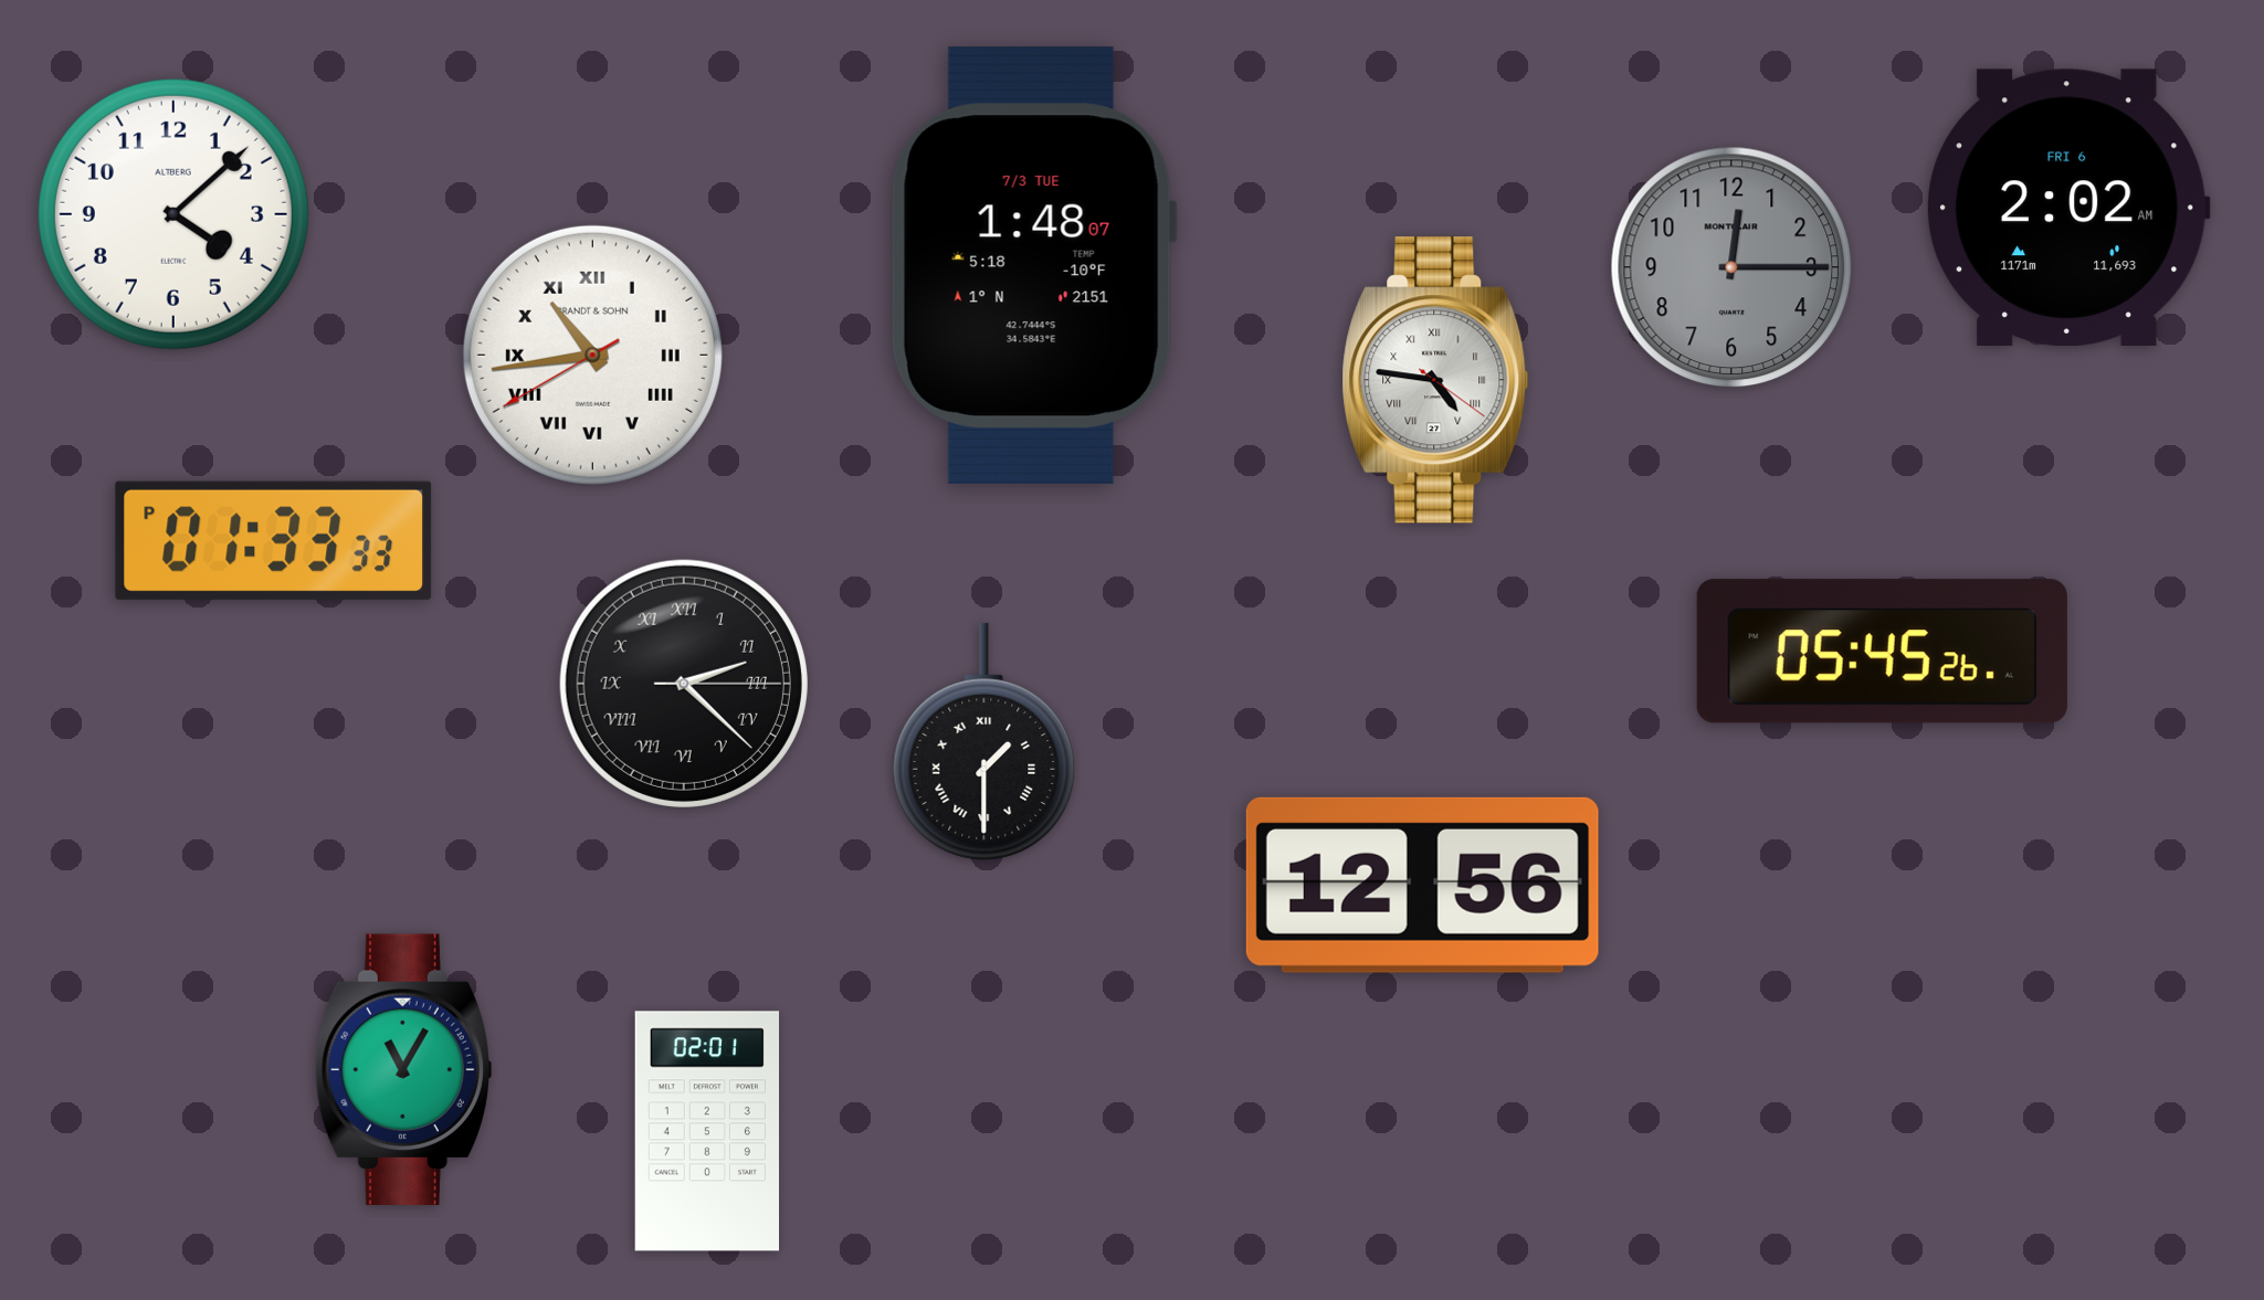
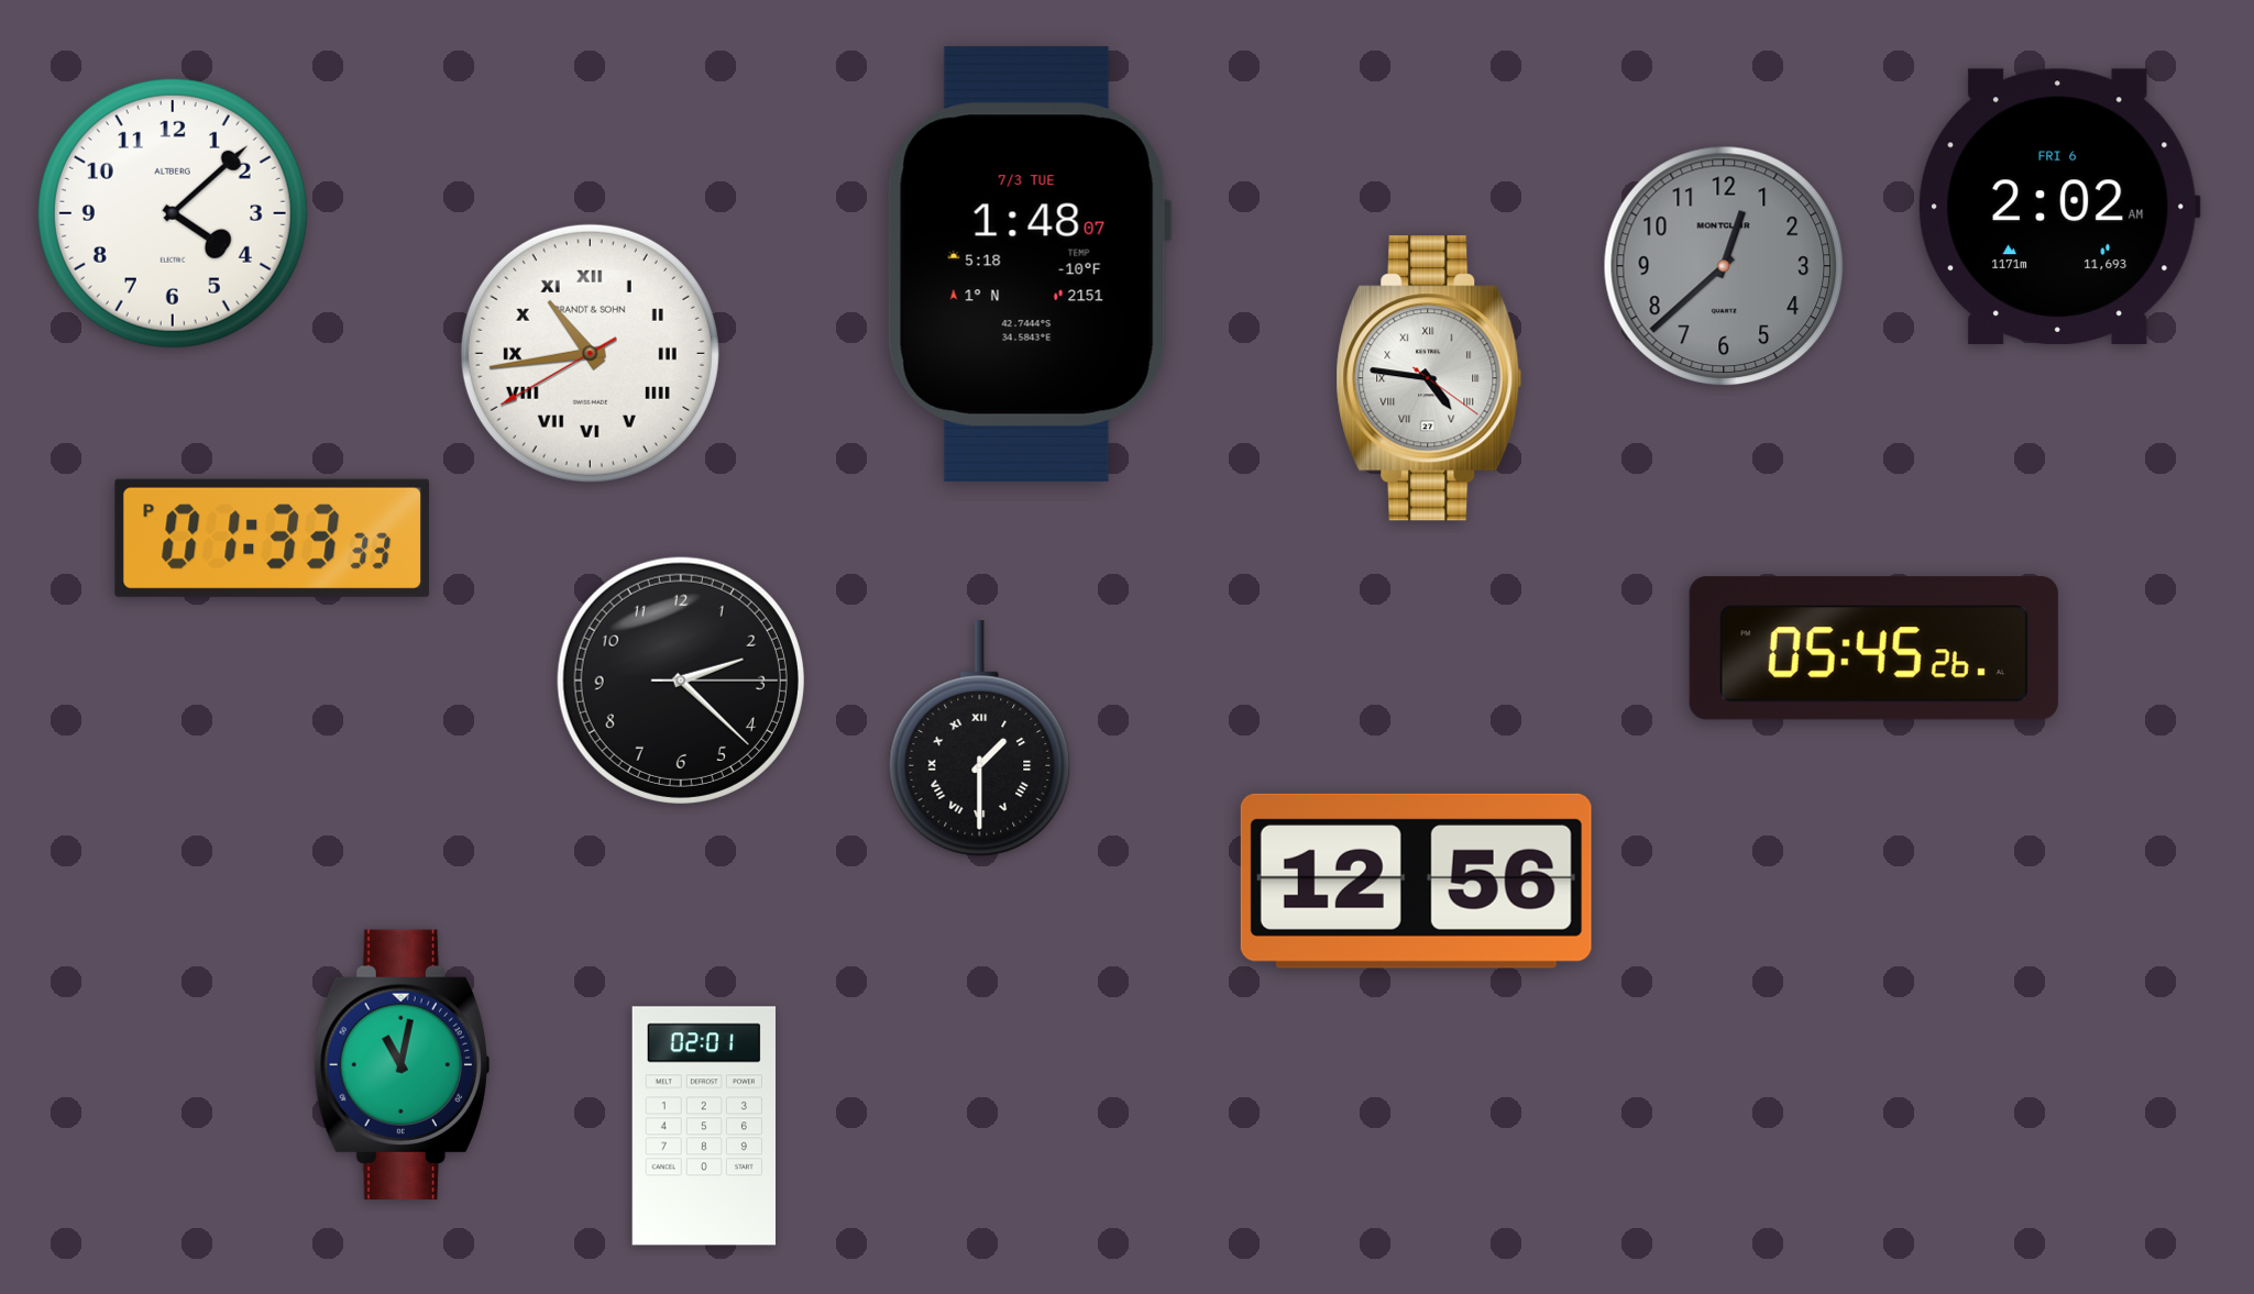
clock at (1731, 267): 12:15 -> 12:38
clock at (684, 684) numerals: Roman -> Arabic
clock at (403, 1069): 11:05 -> 11:02
